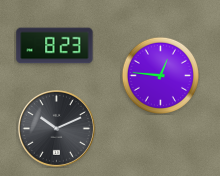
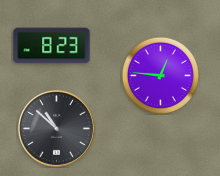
clock at (55, 46) position: (55, 46) -> (52, 46)
clock at (56, 128): 10:11 -> 10:52
